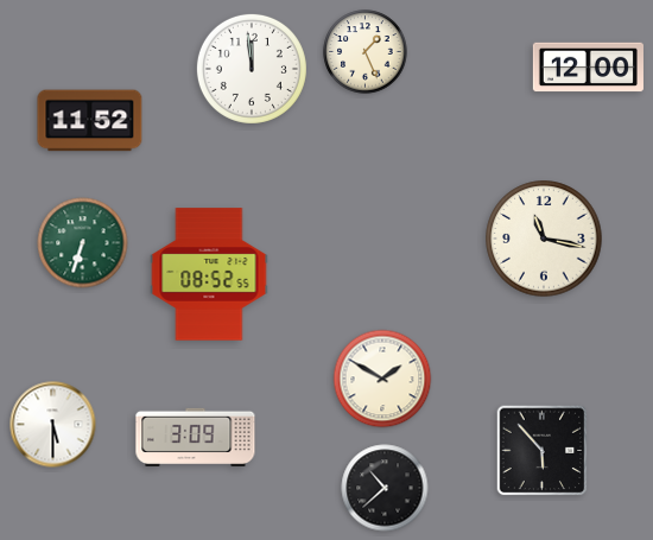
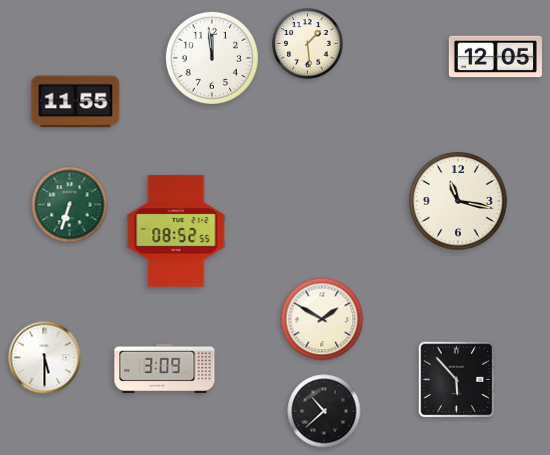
clock at (366, 52): 1:26 -> 1:29
clock at (588, 68): 12:00 -> 12:05
clock at (90, 121): 11:52 -> 11:55
